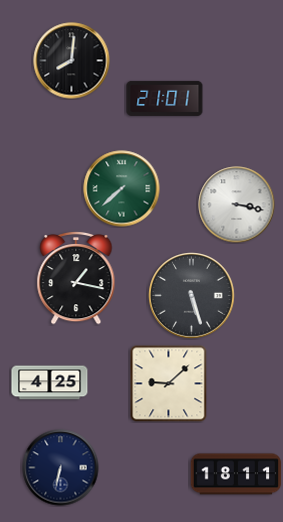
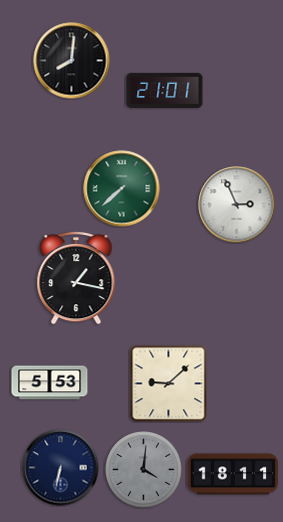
clock at (165, 98) position: (165, 98) -> (165, 90)
clock at (237, 205): 3:17 -> 2:56
clock at (192, 296): 5:27 -> none
clock at (50, 383): 4:25 -> 5:53
clock at (144, 470): none -> 4:01
clock at (236, 474) position: (236, 474) -> (233, 474)
